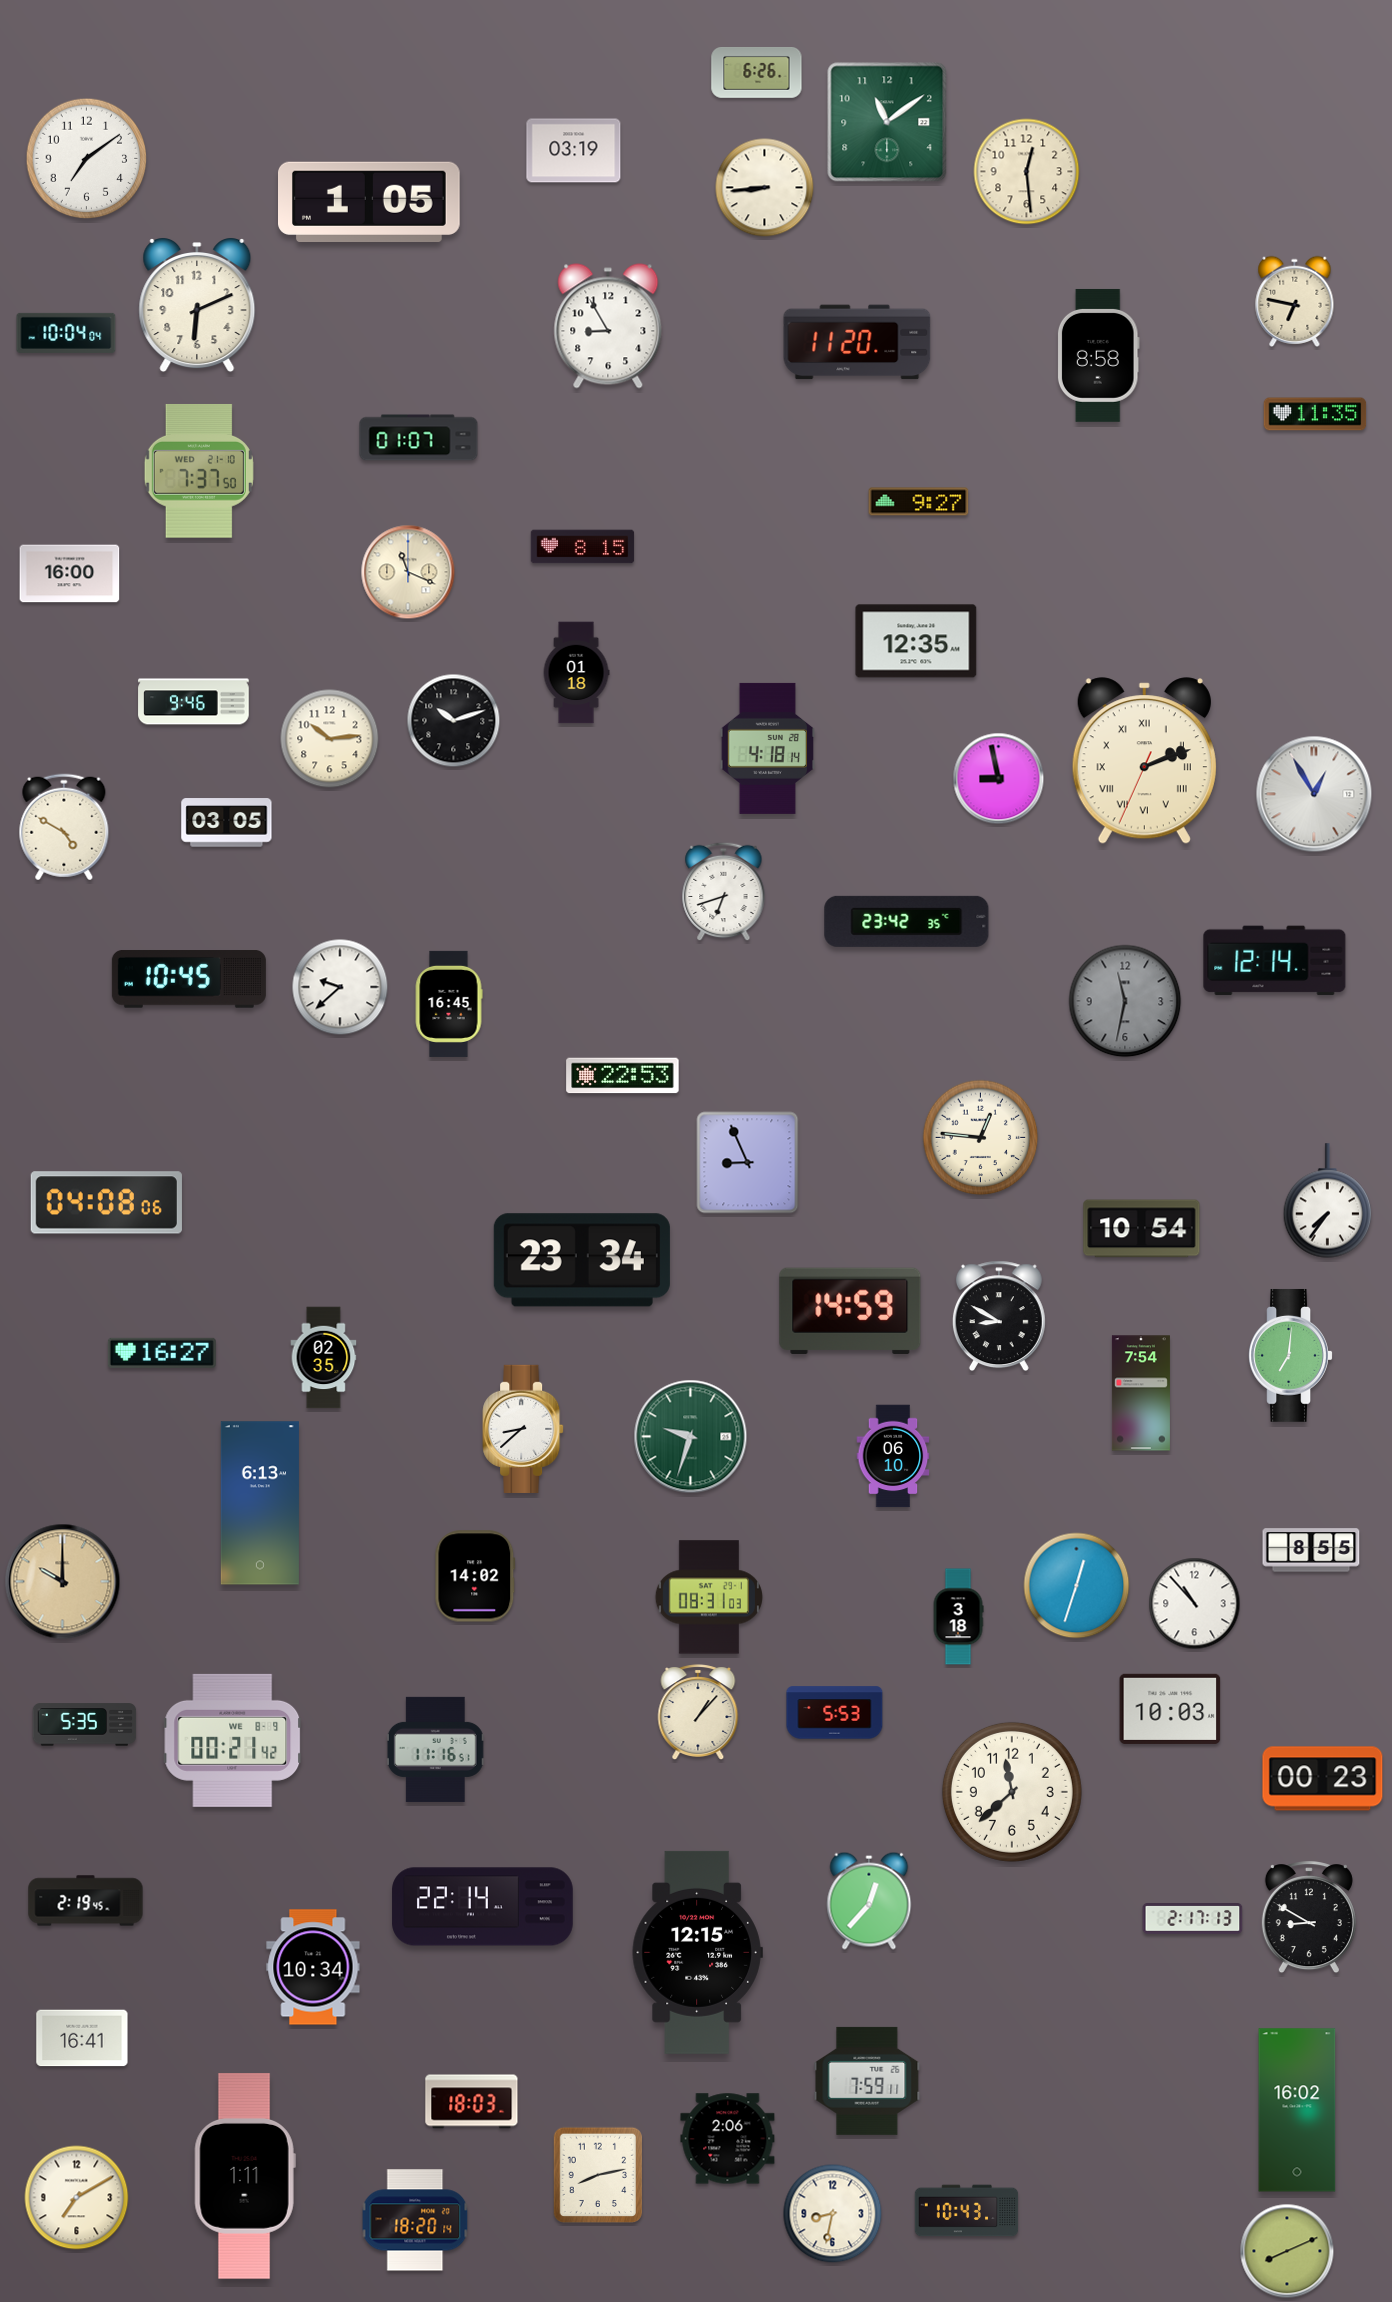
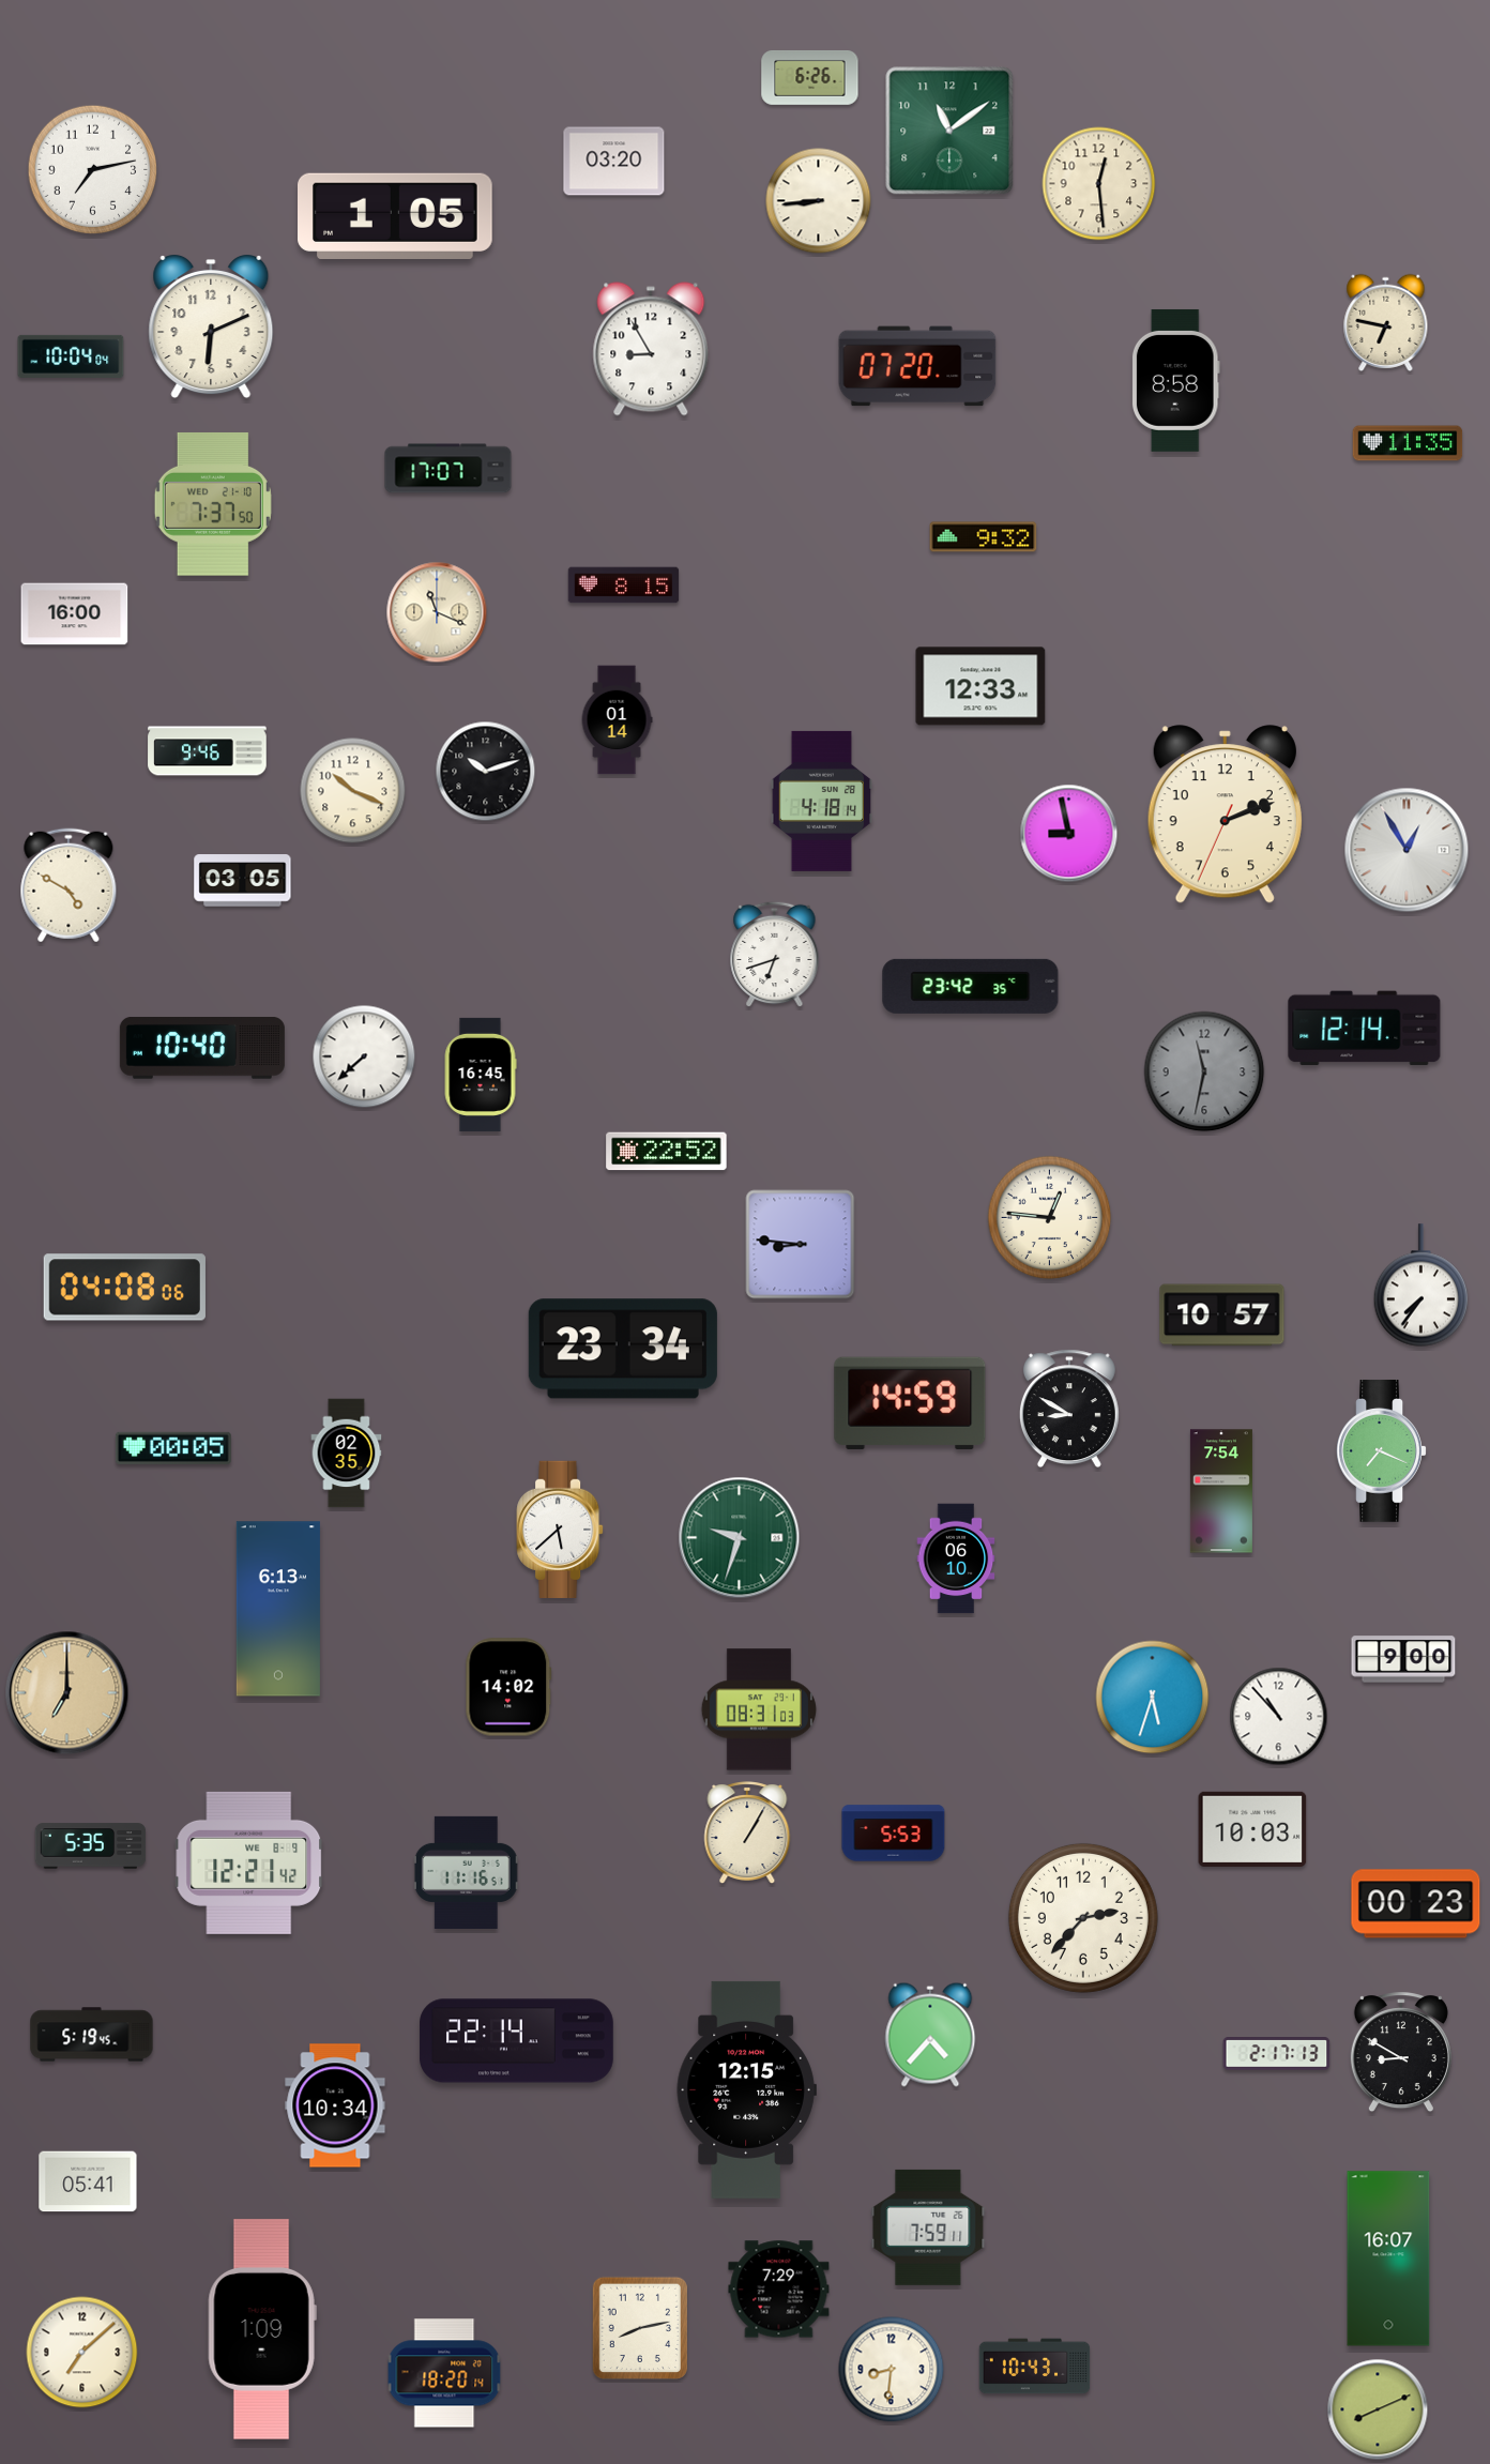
clock at (574, 151): 03:19 -> 03:20
clock at (87, 159): 7:09 -> 7:13
clock at (857, 342): 11:20 -> 07:20
clock at (419, 438): 01:07 -> 17:07
clock at (919, 502): 9:27 -> 9:32
clock at (916, 641): 12:35 -> 12:33
clock at (576, 673): 01:18 -> 01:14
clock at (330, 739): 10:14 -> 10:19
clock at (1144, 761) numerals: Roman -> Arabic
clock at (189, 980): 10:45 -> 10:40
clock at (340, 987): 9:38 -> 7:38
clock at (623, 1076): 22:53 -> 22:52
clock at (748, 1163): 8:56 -> 8:46
clock at (106, 1203) position: (106, 1203) -> (124, 1288)
clock at (1142, 1229): 10:54 -> 10:57
clock at (162, 1353): 16:27 -> 00:05
clock at (1291, 1355): 7:01 -> 7:19
clock at (523, 1429): 8:38 -> 5:38
clock at (1311, 1550): 8:55 -> 9:00
clock at (63, 1582): 10:00 -> 7:00
clock at (1077, 1586): 12:33 -> 5:33
clock at (958, 1617): 3:18 -> none
clock at (698, 1712): 1:07 -> 1:05
clock at (233, 1740): 00:21 -> 12:21
clock at (1012, 1792): 11:38 -> 2:37
clock at (86, 1901): 2:19 -> 5:19
clock at (869, 1901): 12:37 -> 4:37
clock at (82, 2038): 16:41 -> 05:41
clock at (472, 2102): 18:03 -> none
clock at (1297, 2110): 16:02 -> 16:07
clock at (728, 2139): 2:06 -> 7:29
clock at (245, 2176): 1:11 -> 1:09
clock at (77, 2198): 7:10 -> 7:08
clock at (833, 2214): 8:32 -> 8:31
clock at (415, 2220) position: (415, 2220) -> (444, 2373)
